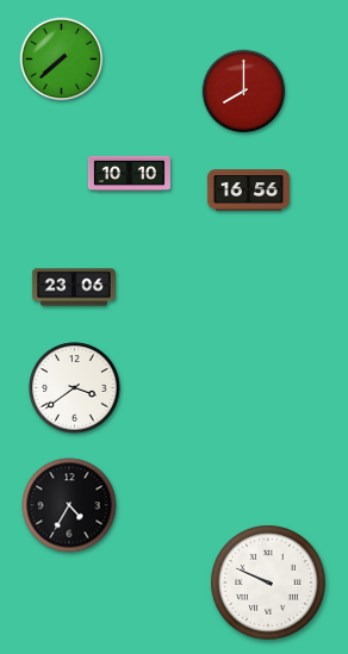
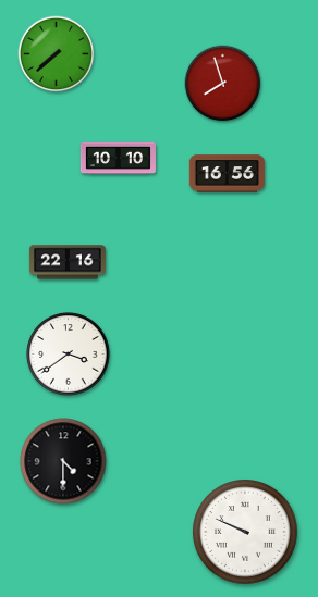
clock at (244, 92): 8:00 -> 7:57
clock at (74, 287): 23:06 -> 22:16
clock at (69, 505): 4:35 -> 4:30
